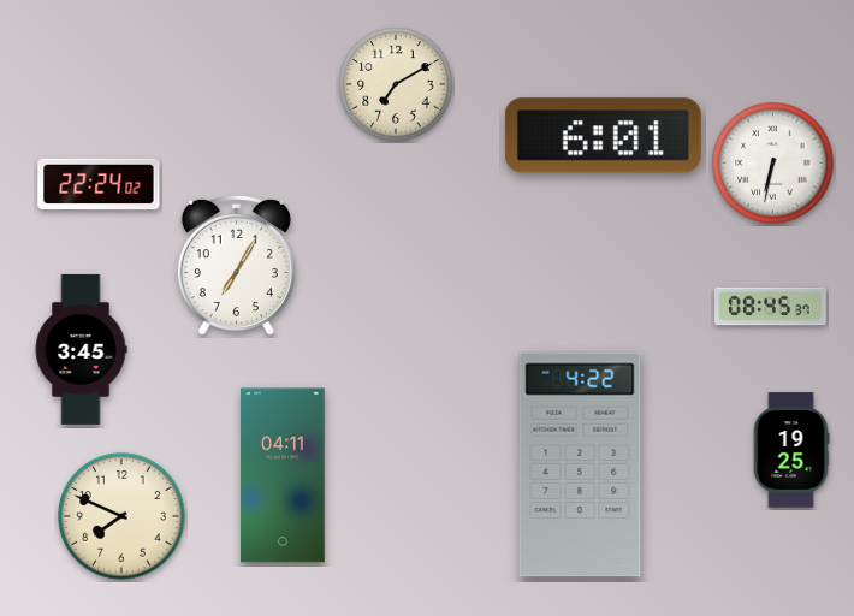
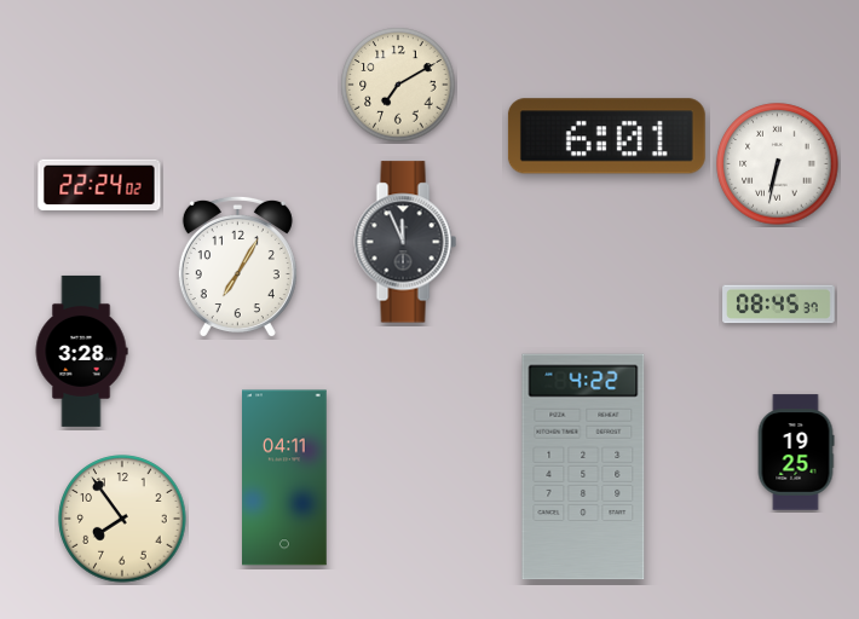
clock at (405, 242): none -> 11:56
clock at (771, 307) position: (771, 307) -> (779, 305)
clock at (81, 349): 3:45 -> 3:28
clock at (121, 516): 7:49 -> 7:54
